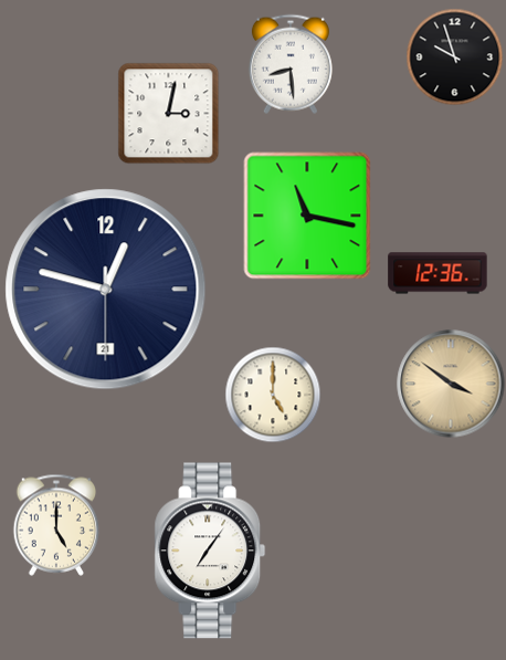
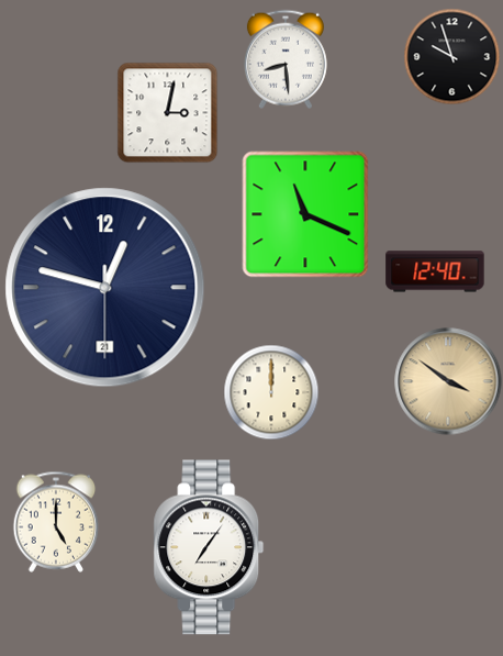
clock at (291, 64) position: (291, 64) -> (286, 59)
clock at (307, 216): 11:17 -> 11:19
clock at (438, 273): 12:36 -> 12:40
clock at (273, 395): 5:00 -> 12:00
